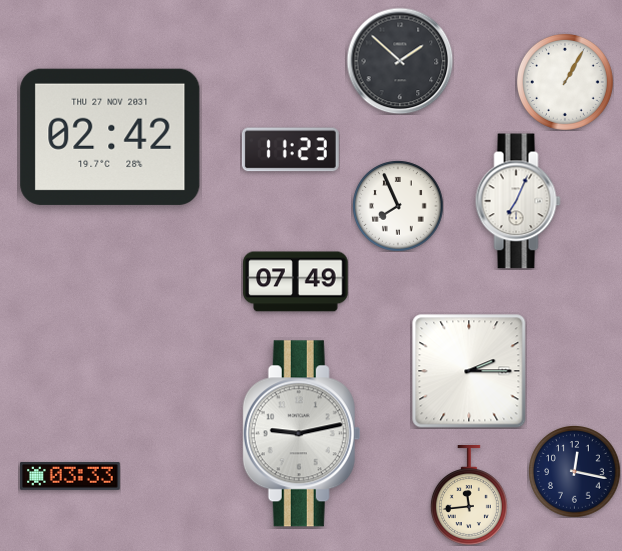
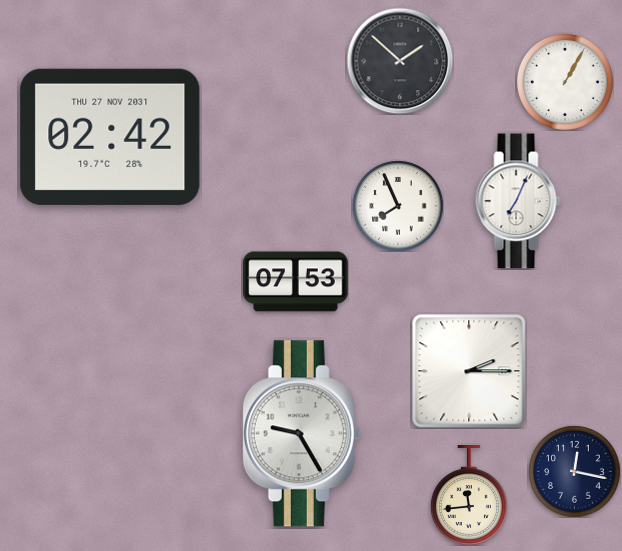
clock at (290, 150): 11:23 -> none
clock at (296, 282): 07:49 -> 07:53
clock at (302, 434): 9:13 -> 9:25
clock at (71, 477): 03:33 -> none
